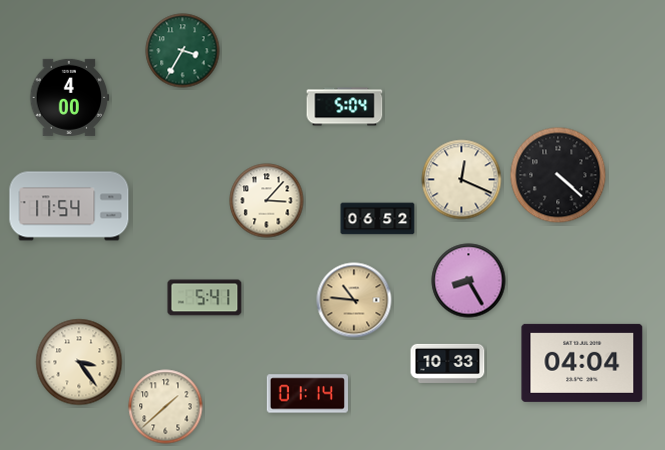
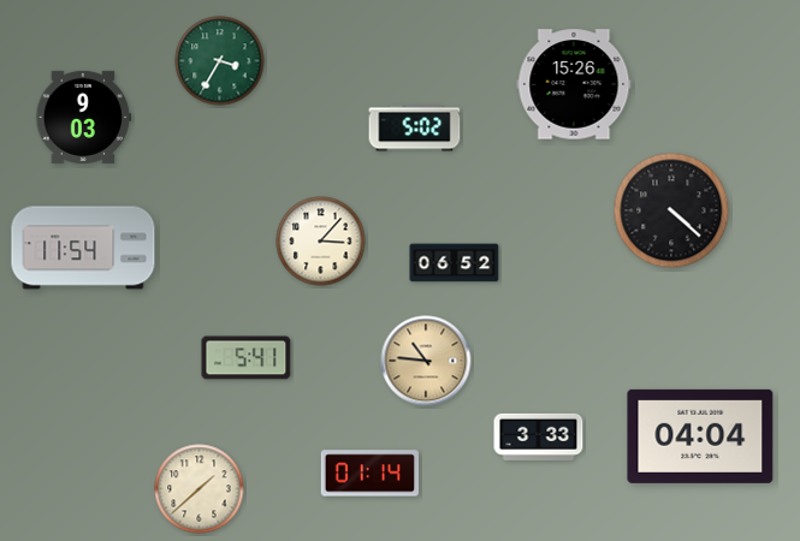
clock at (574, 84): none -> 15:26
clock at (70, 97): 4:00 -> 9:03
clock at (345, 107): 5:04 -> 5:02
clock at (462, 180): 12:19 -> none
clock at (469, 281): 8:25 -> none
clock at (79, 362): 3:24 -> none
clock at (448, 363): 10:33 -> 3:33
